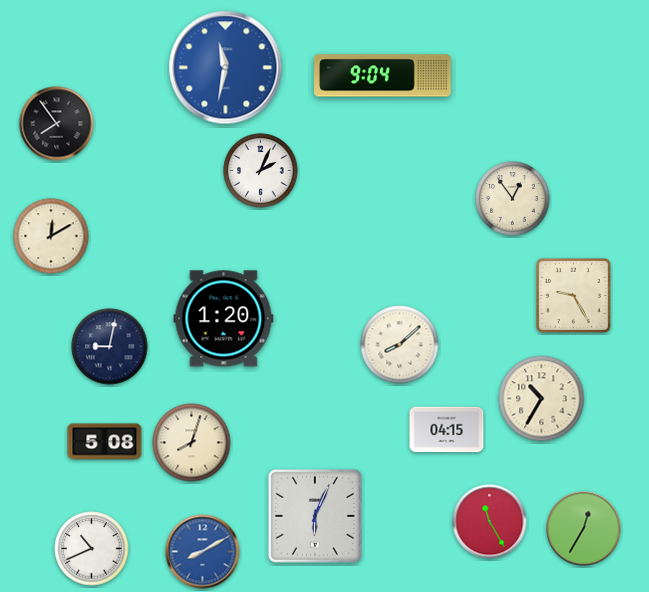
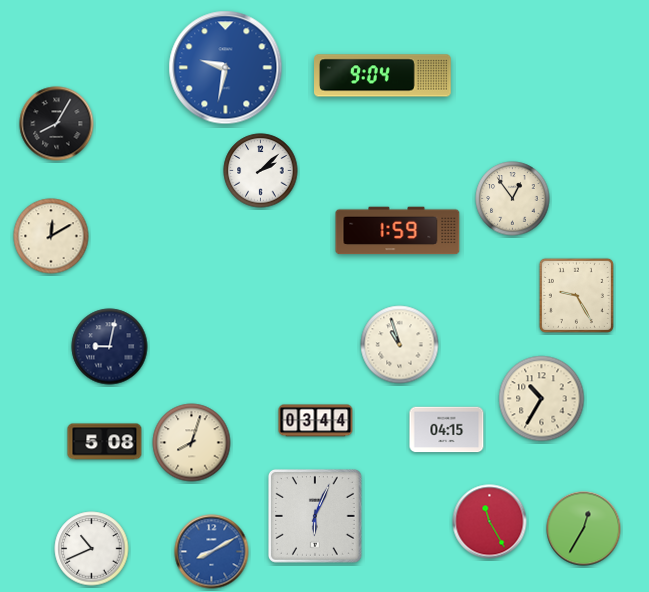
clock at (226, 68): 11:32 -> 9:32
clock at (57, 124): 7:54 -> 8:05
clock at (261, 171): 2:04 -> 2:08
clock at (398, 231): none -> 1:59
clock at (573, 295) position: (573, 295) -> (576, 295)
clock at (224, 319): 1:20 -> none
clock at (400, 345): 8:08 -> 10:57
clock at (316, 421): none -> 03:44
clock at (203, 552) position: (203, 552) -> (212, 552)
